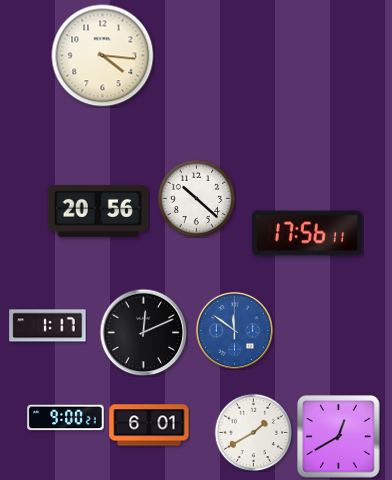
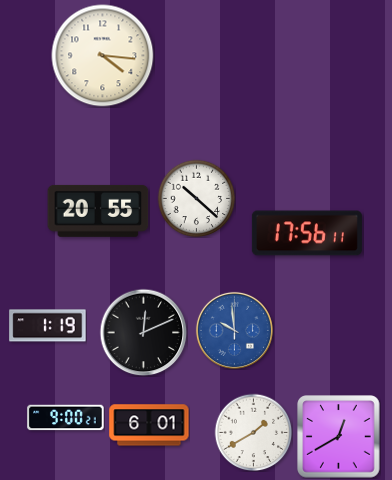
clock at (98, 211): 20:56 -> 20:55
clock at (48, 326): 1:17 -> 1:19
clock at (234, 330): 11:51 -> 9:59
